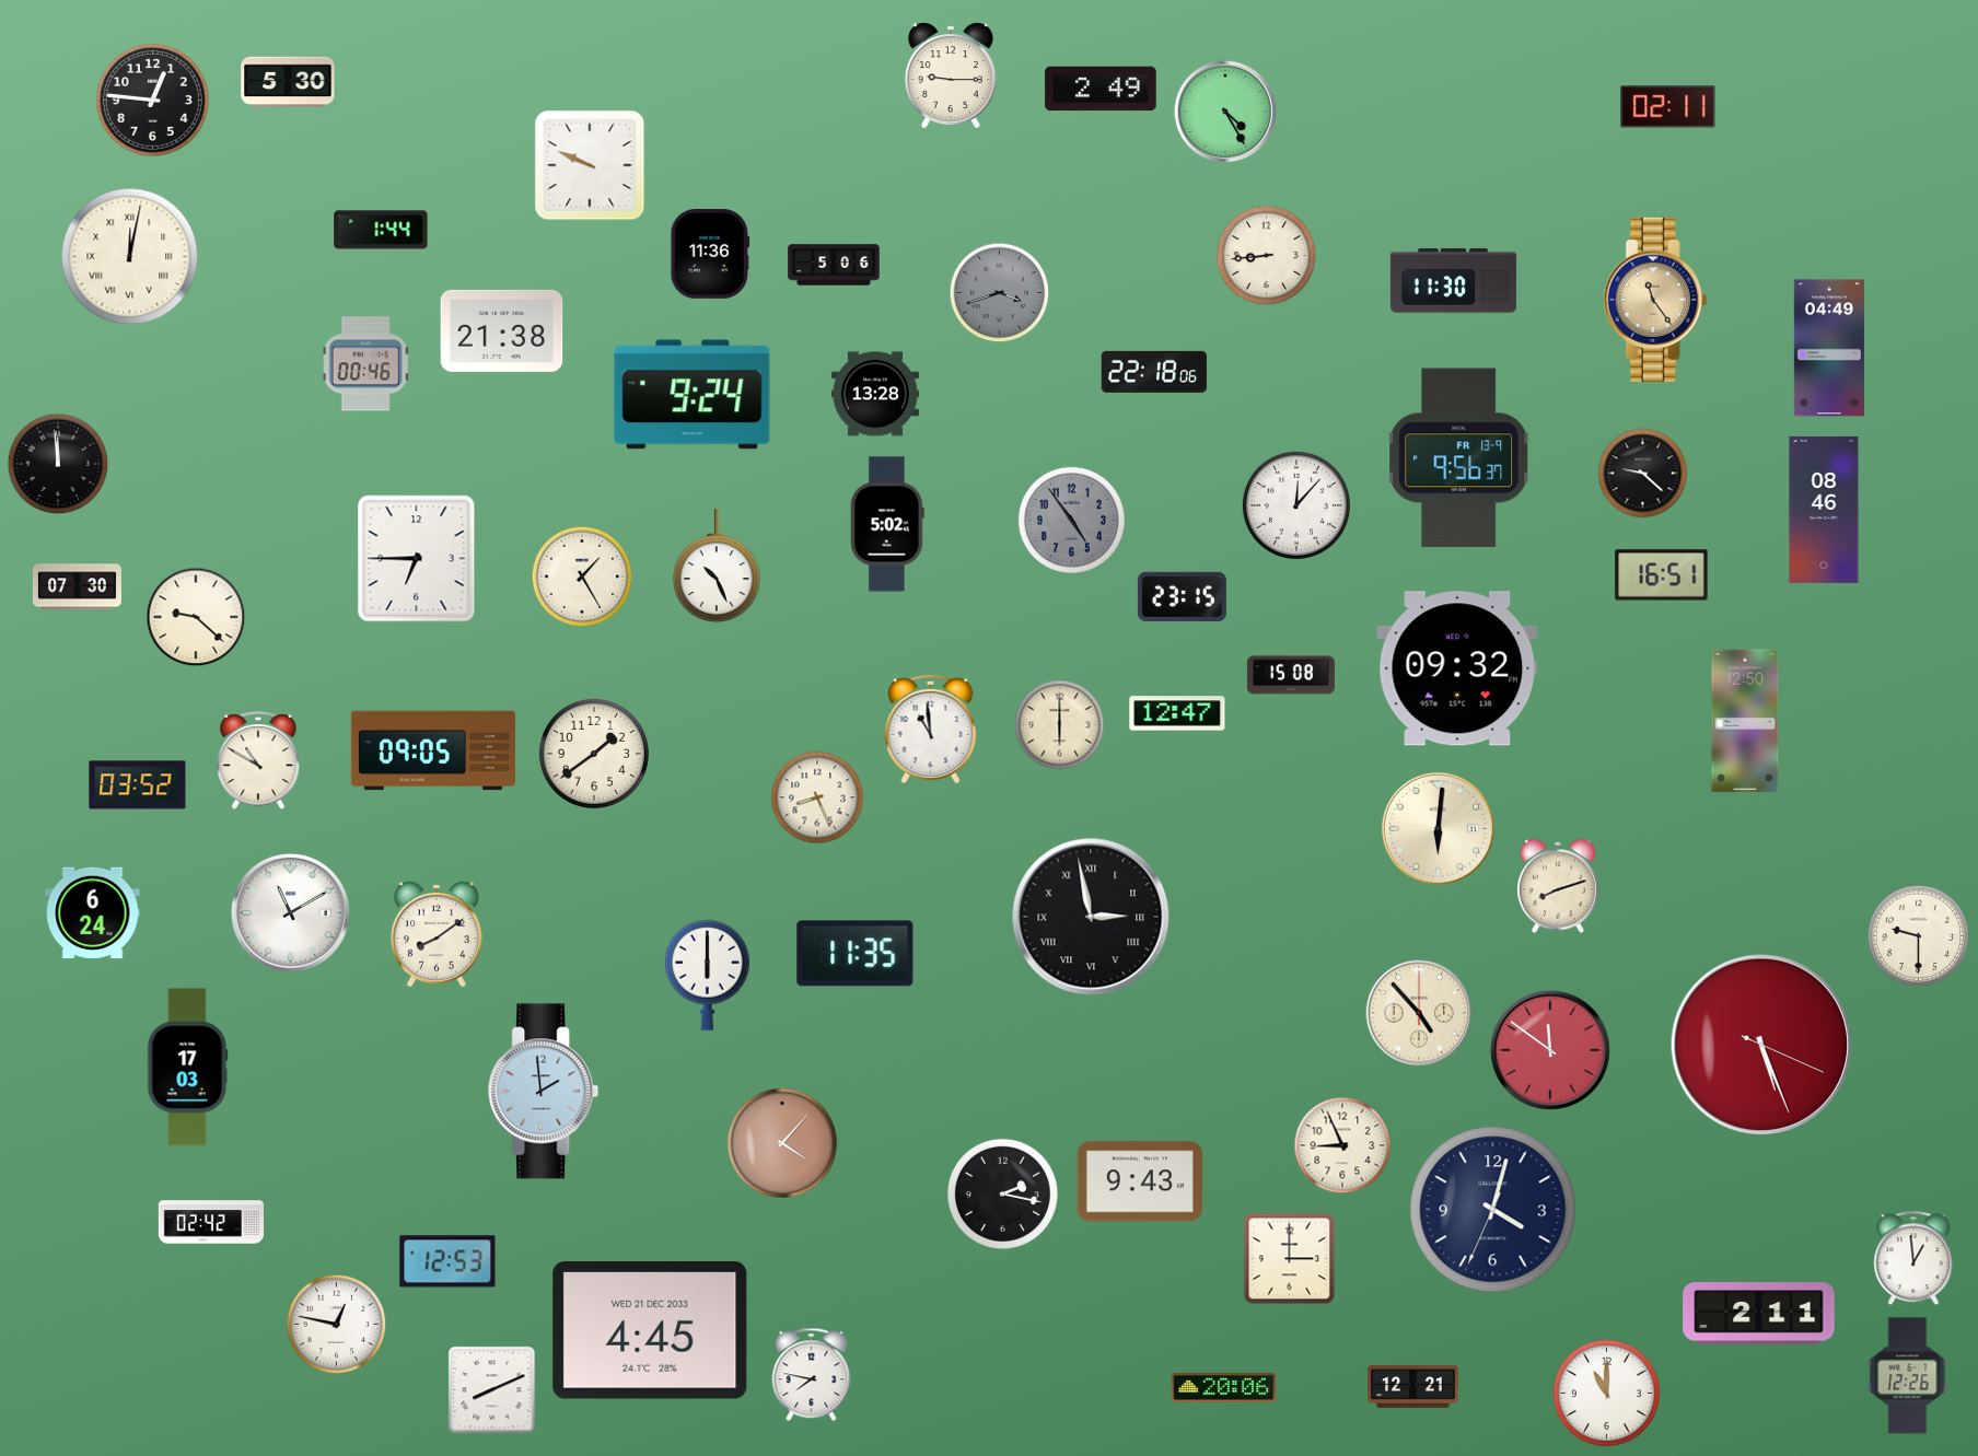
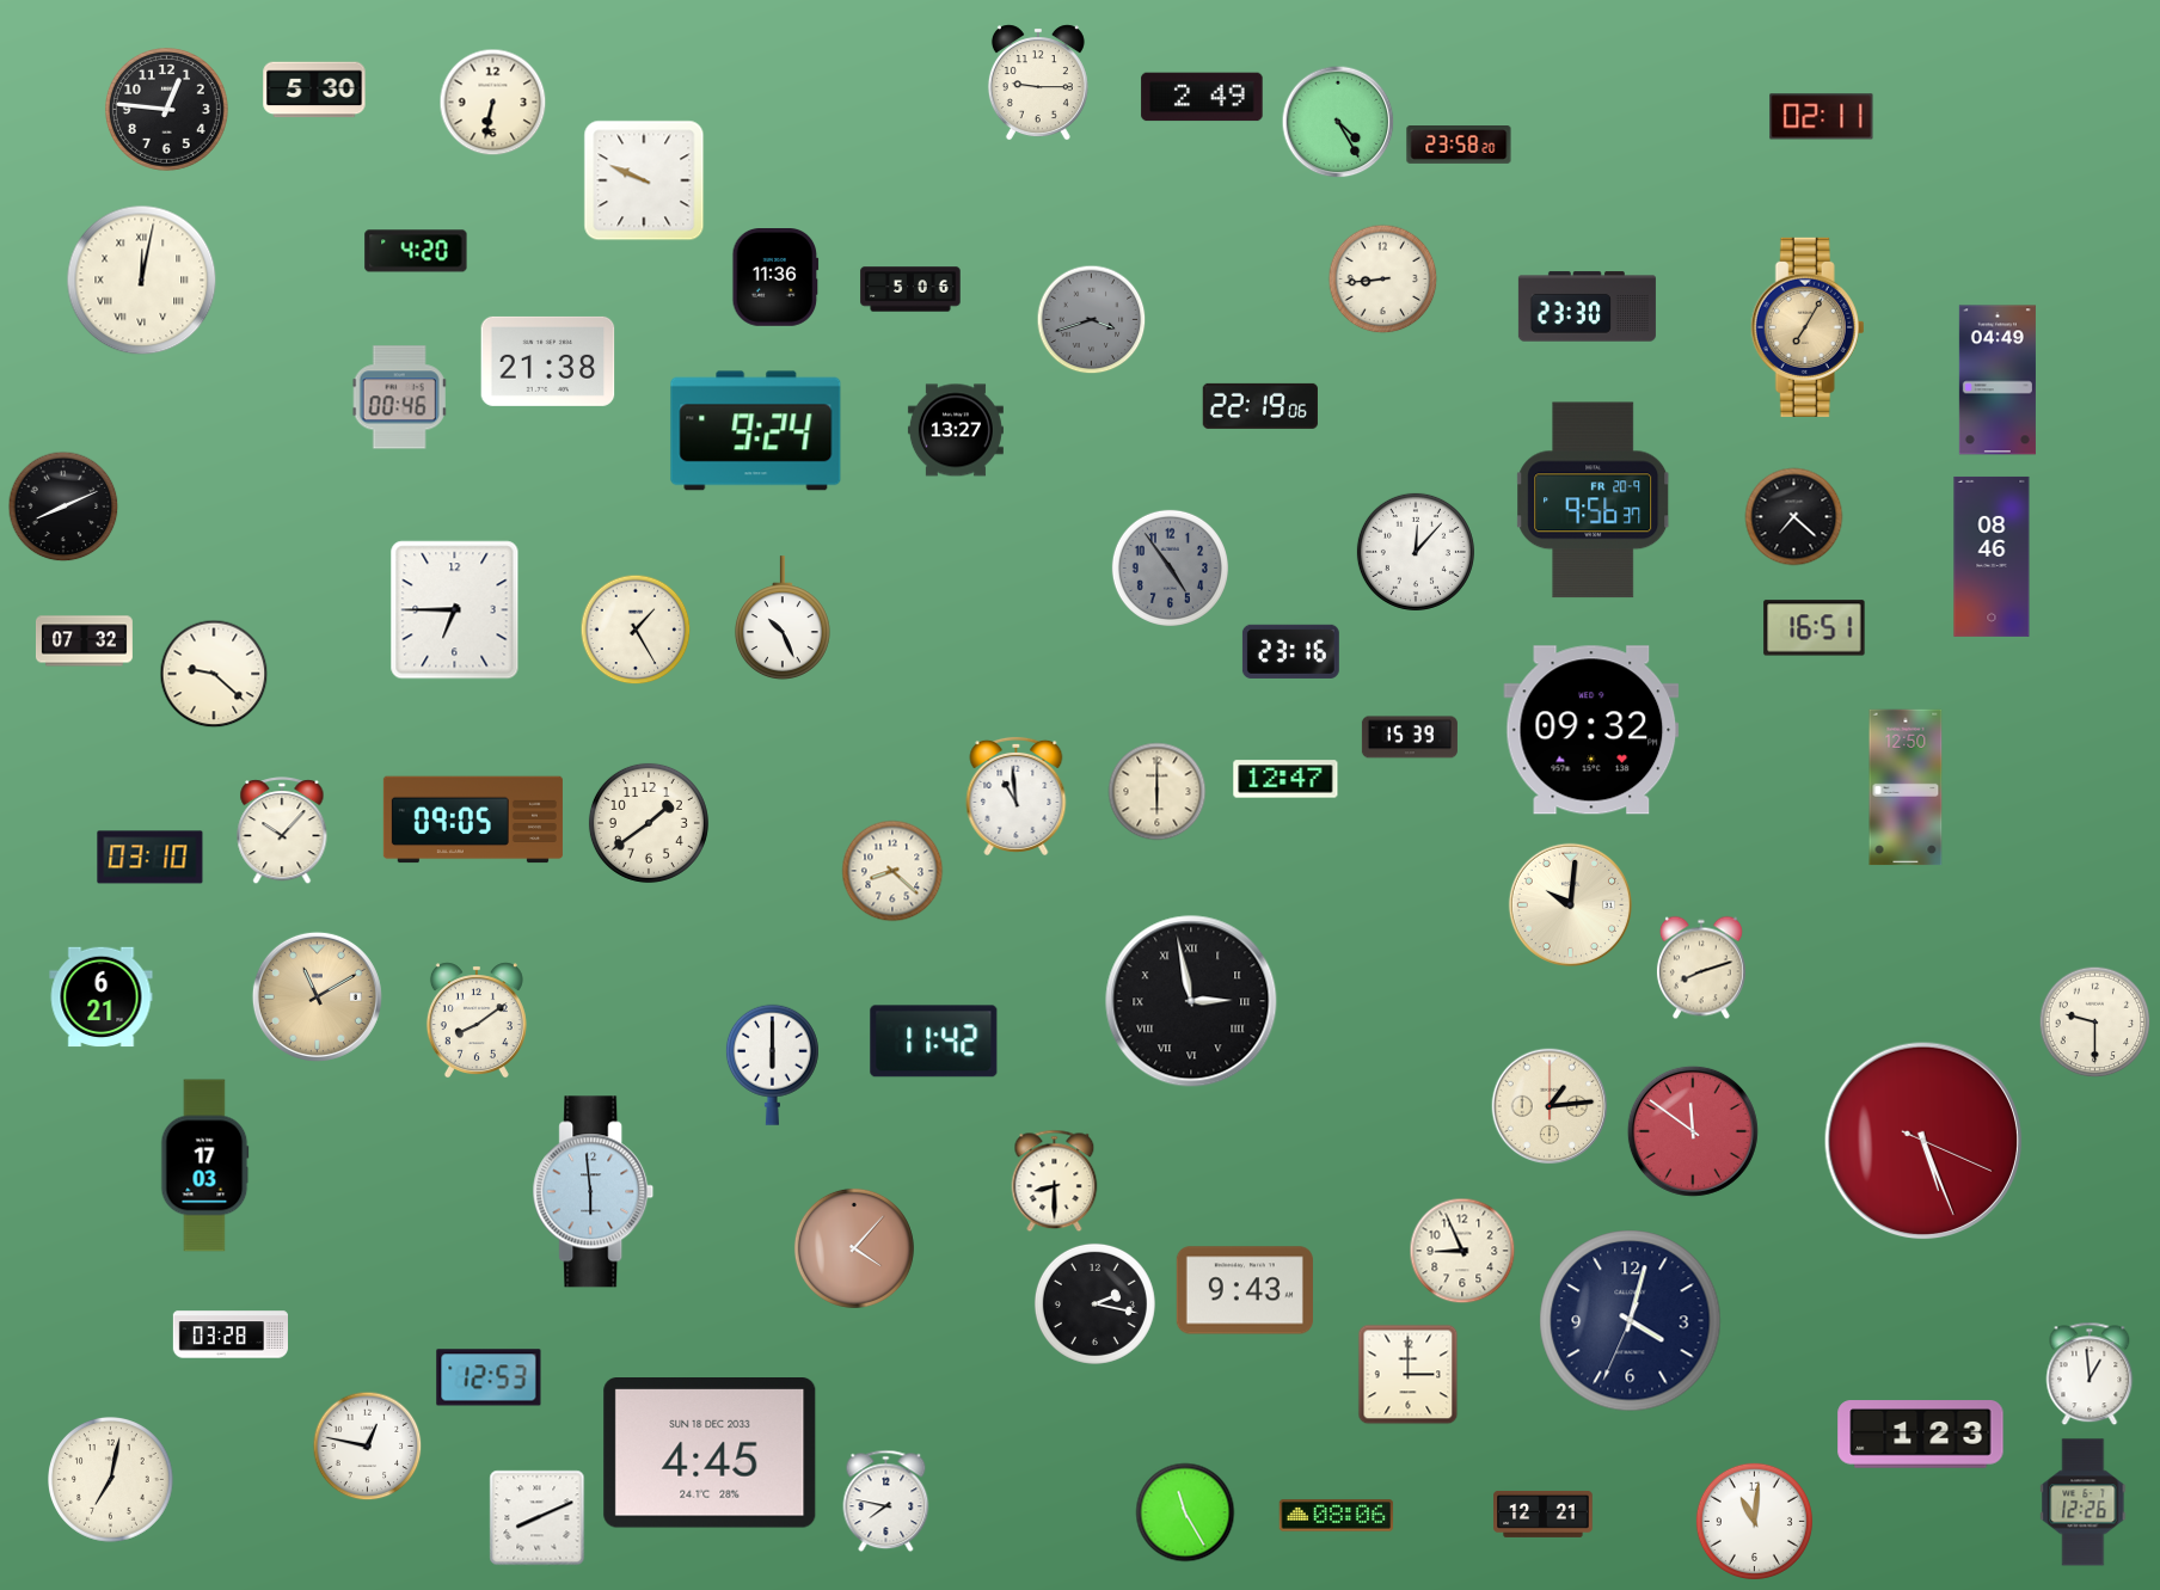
clock at (493, 103): none -> 6:32
clock at (1459, 145): none -> 23:58
clock at (381, 230): 1:44 -> 4:20
clock at (1453, 281): 11:30 -> 23:30
clock at (1655, 300): 11:24 -> 7:05
clock at (1154, 372): 22:18 -> 22:19
clock at (875, 394): 13:28 -> 13:27
clock at (1459, 458) date: FR 13-9 -> FR 20-9
clock at (58, 464): 11:59 -> 8:11
clock at (1643, 474): 9:22 -> 7:22
clock at (888, 524): 5:02 -> none
clock at (77, 587): 07:30 -> 07:32
clock at (1182, 596): 23:15 -> 23:16
clock at (1291, 675): 15:08 -> 15:39
clock at (258, 761): 10:50 -> 10:07
clock at (138, 785): 03:52 -> 03:10
clock at (817, 797): 8:26 -> 8:22
clock at (1438, 828): 6:01 -> 10:01
clock at (290, 912) dial: white -> champagne
clock at (93, 913): 6:24 -> 6:21
clock at (856, 954): 11:35 -> 11:42
clock at (1419, 1013): 4:53 -> 1:14
clock at (1550, 1050) position: (1550, 1050) -> (1693, 1131)
clock at (1055, 1181): none -> 8:30
clock at (544, 1092): 1:59 -> 5:59
clock at (1342, 1145) position: (1342, 1145) -> (1462, 1251)
clock at (210, 1222): 02:42 -> 03:28
clock at (1759, 1314): 2:11 -> 1:23
clock at (650, 1330) date: WED 21 DEC 2033 -> SUN 18 DEC 2033
clock at (111, 1480): none -> 7:02
clock at (1185, 1512): none -> 11:25
clock at (1224, 1388): 20:06 -> 08:06
clock at (1606, 1393): 11:00 -> 11:01
